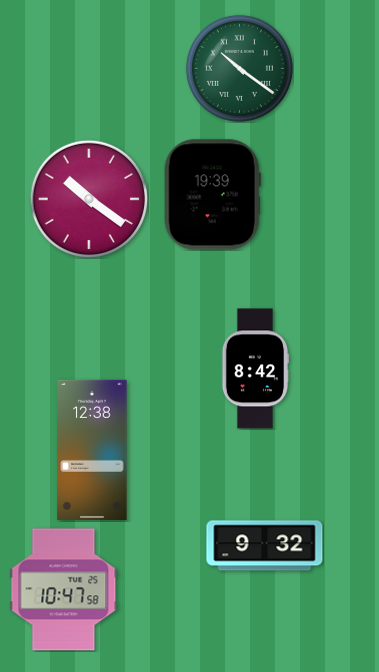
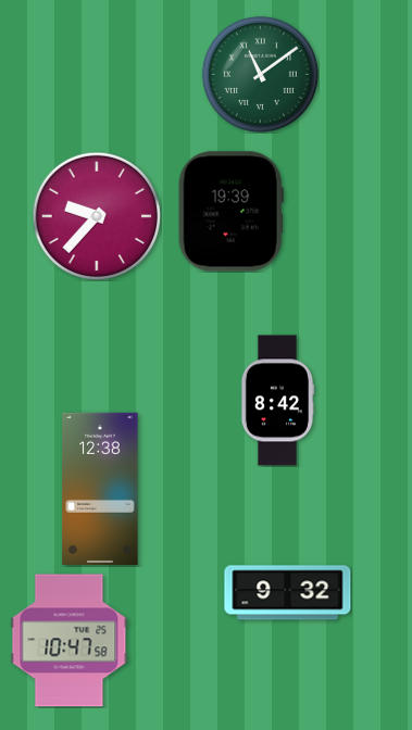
clock at (239, 68): 10:21 -> 11:09
clock at (88, 198): 10:21 -> 9:37
